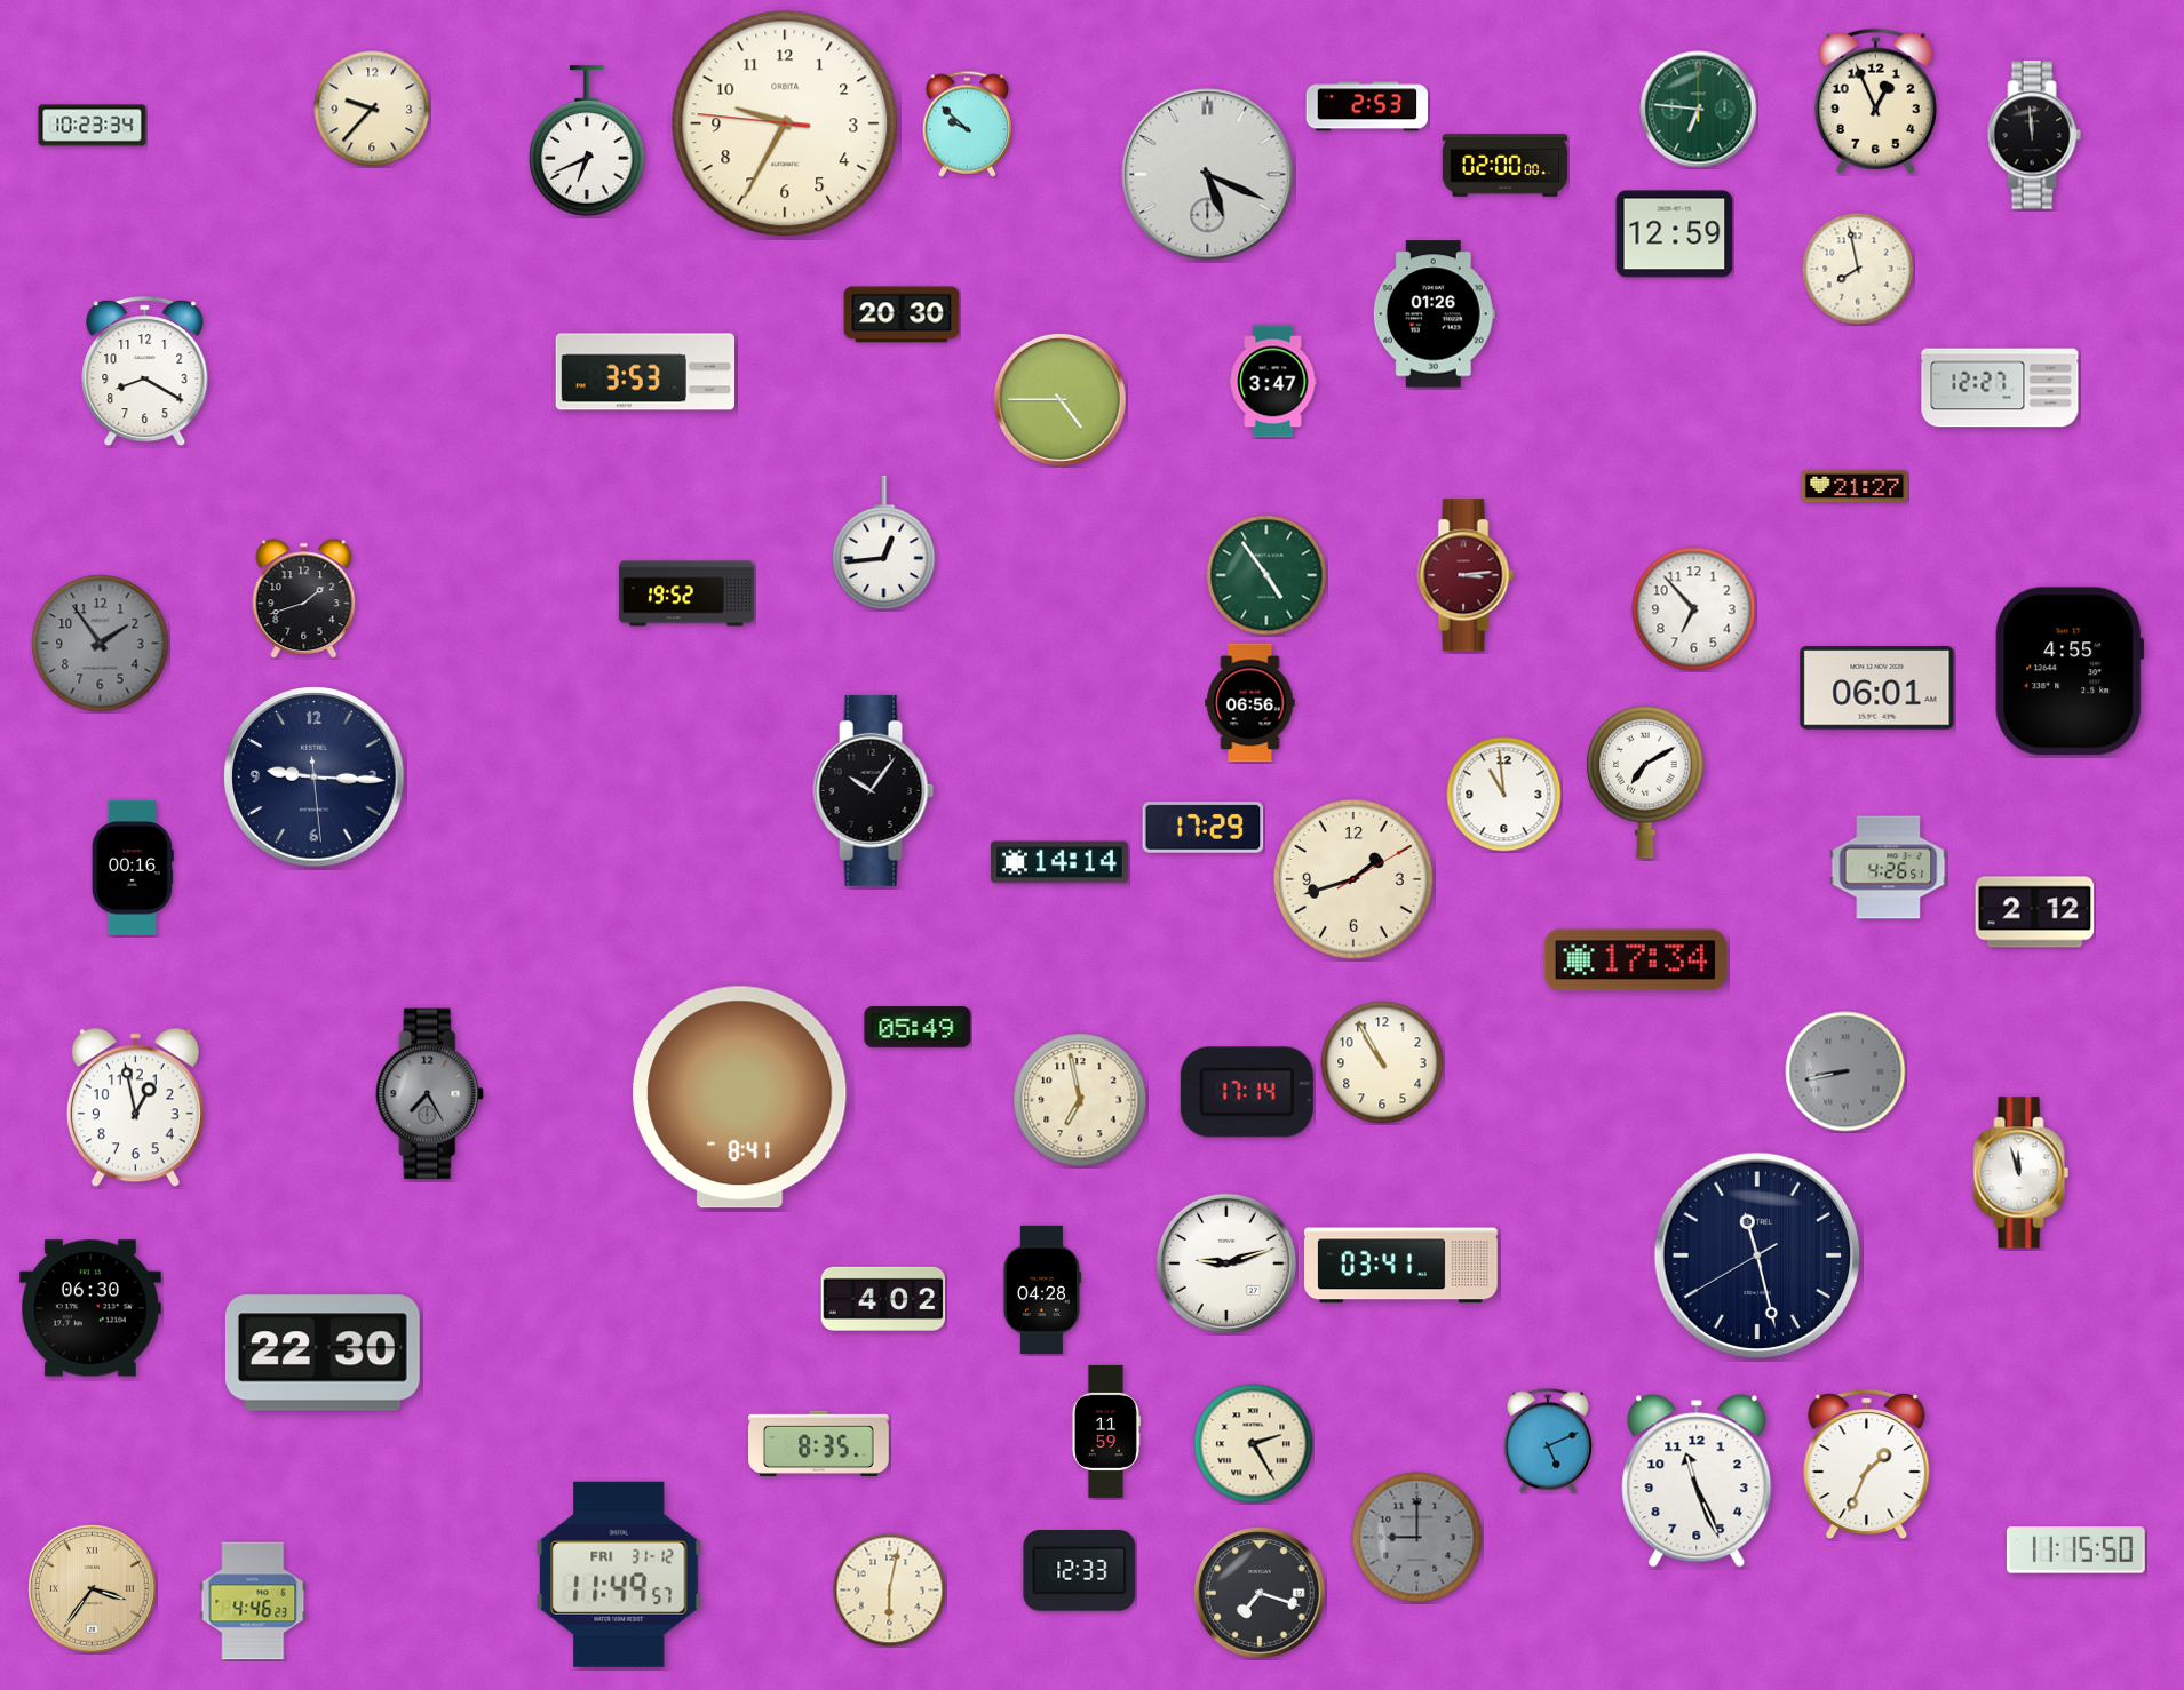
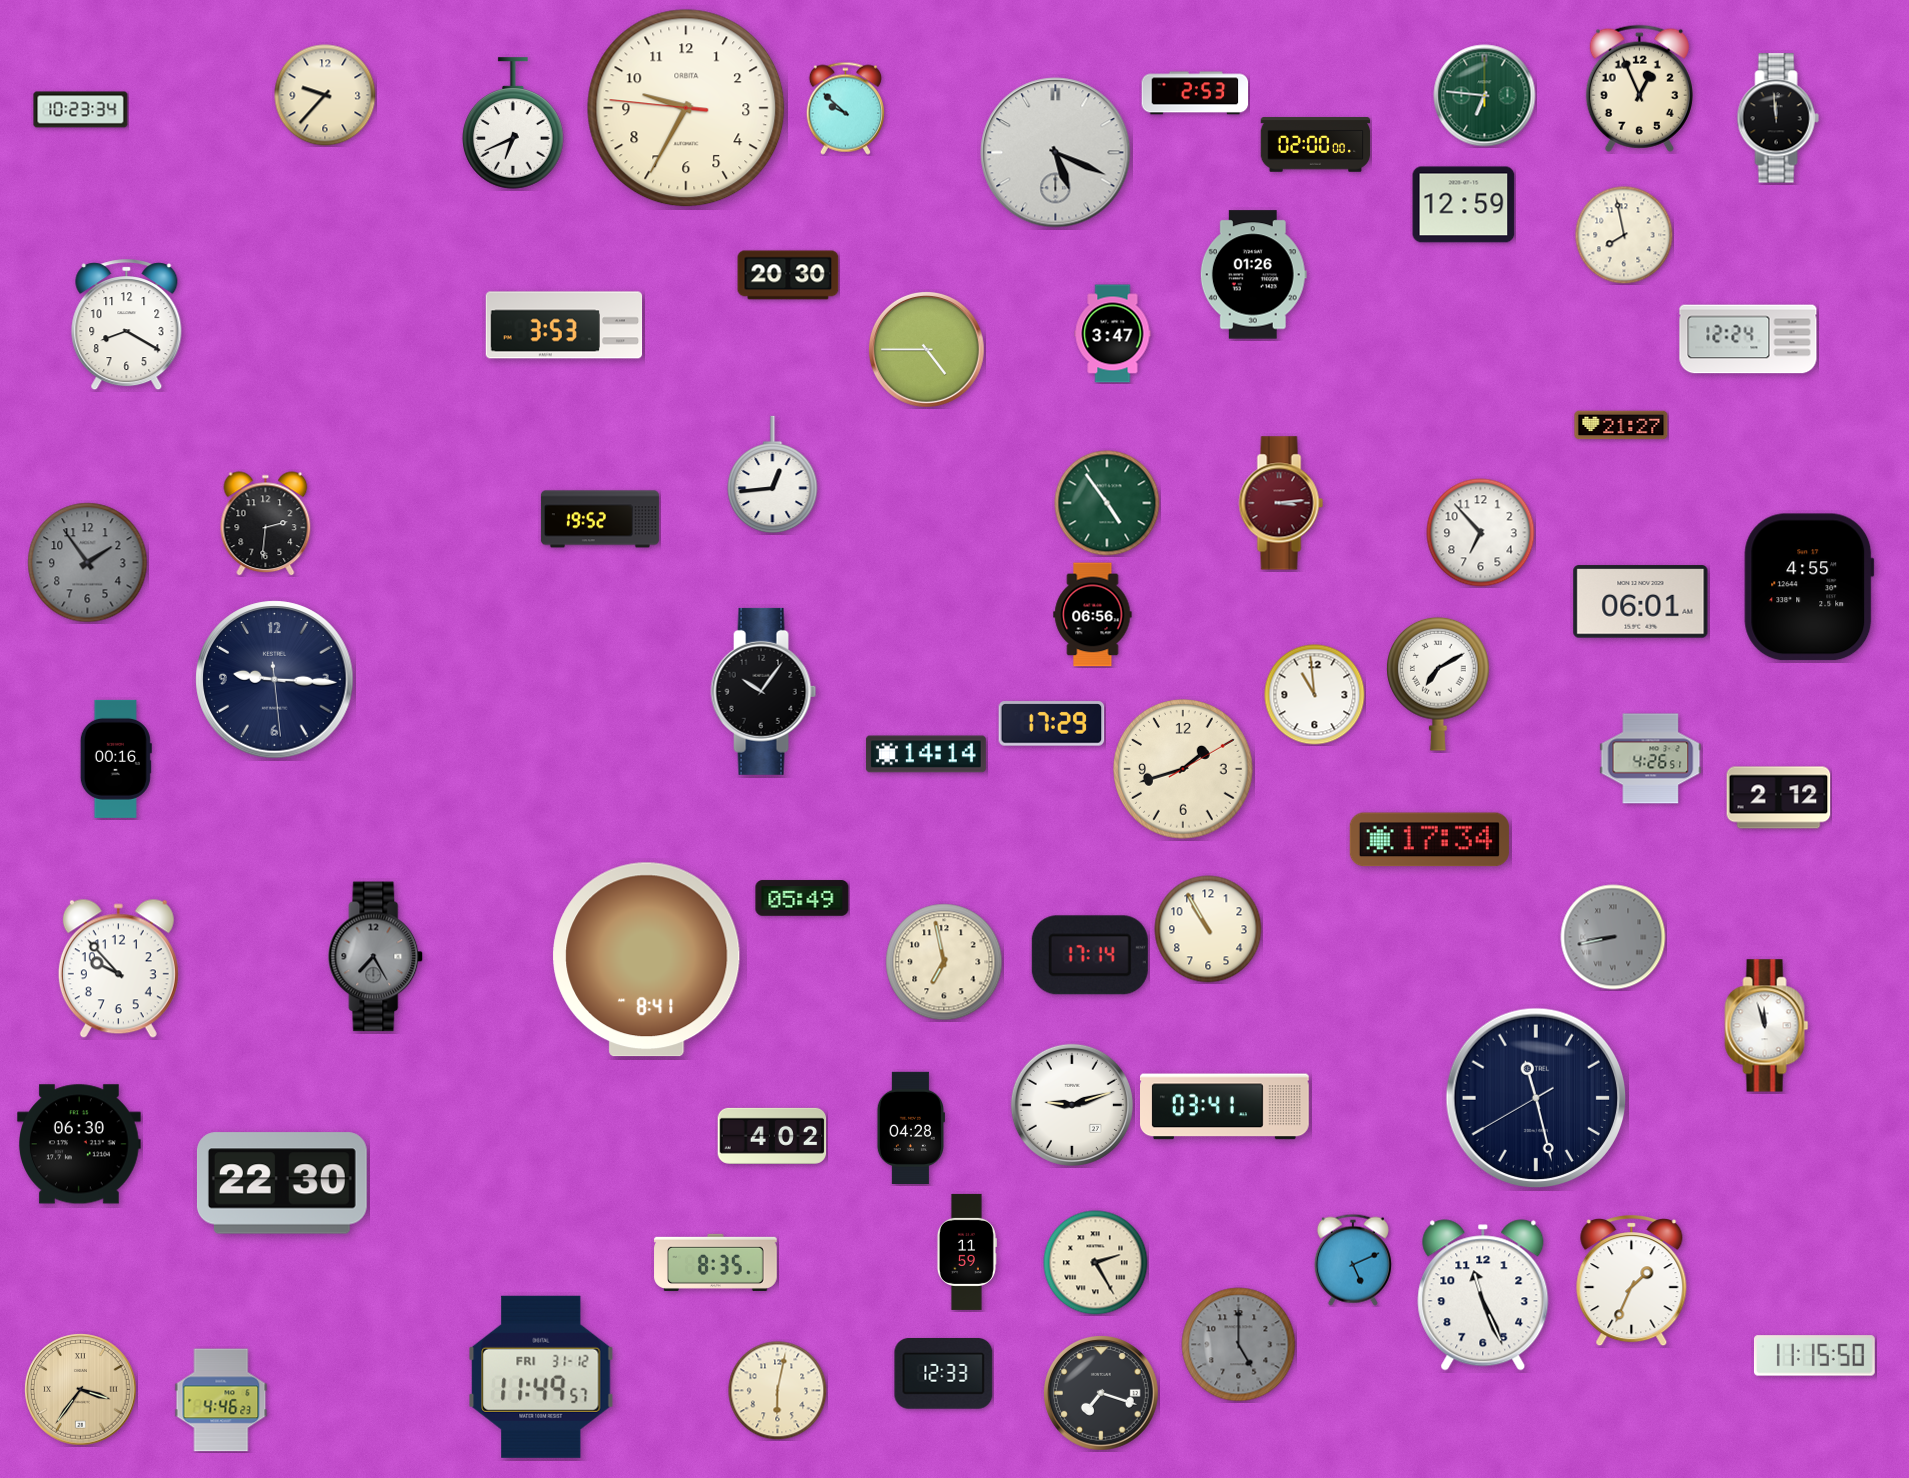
clock at (2000, 388): 12:27 -> 12:24
clock at (304, 599): 1:42 -> 2:31
clock at (135, 1108): 12:58 -> 9:53
clock at (1417, 1538): 9:00 -> 5:00
